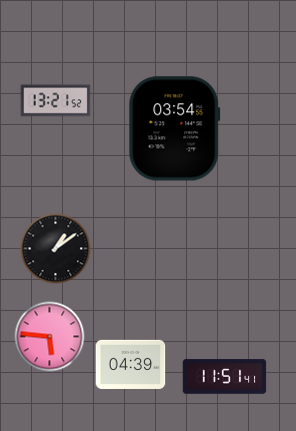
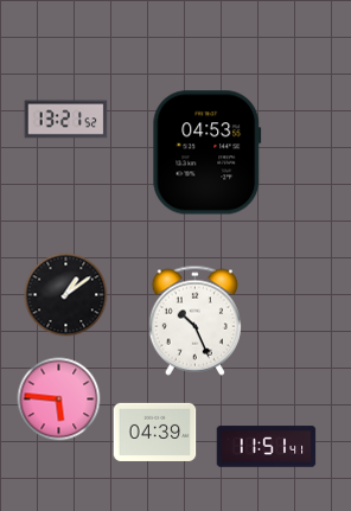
clock at (175, 129): 03:54 -> 04:53
clock at (194, 320): none -> 10:26
